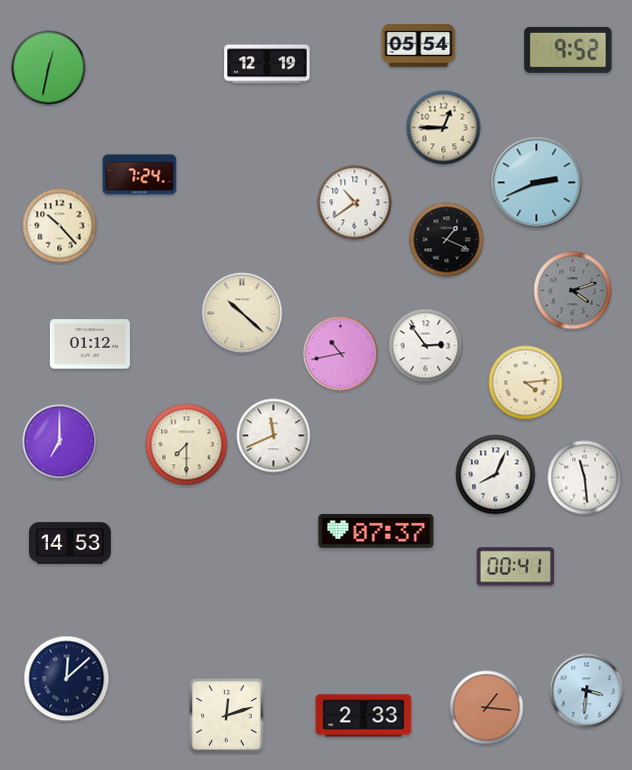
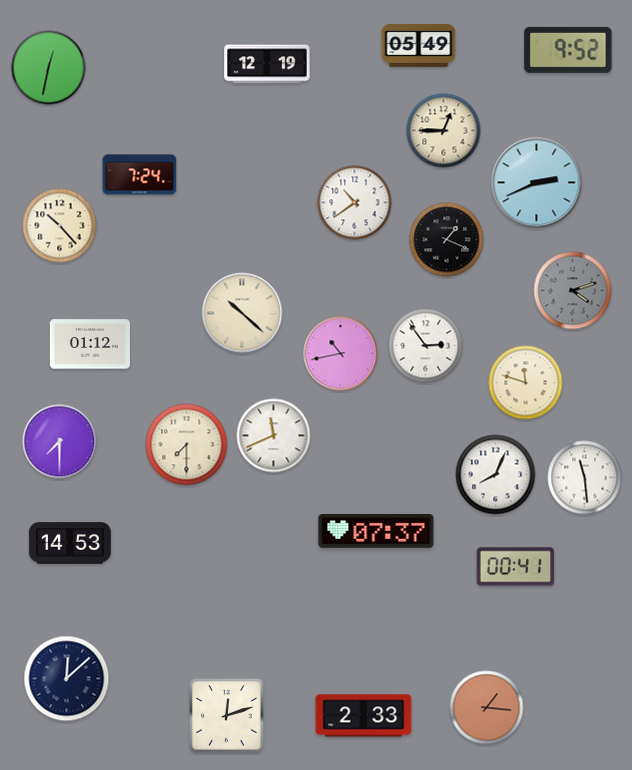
clock at (419, 45): 05:54 -> 05:49
clock at (444, 128) position: (444, 128) -> (444, 131)
clock at (526, 383): 4:14 -> 11:48
clock at (60, 442): 7:00 -> 7:30
clock at (587, 691): 3:31 -> none
